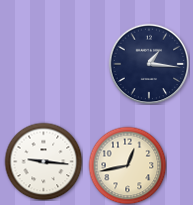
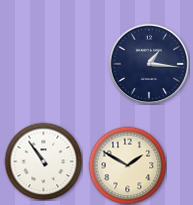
clock at (43, 161): 9:16 -> 10:54
clock at (127, 165): 12:43 -> 1:50
